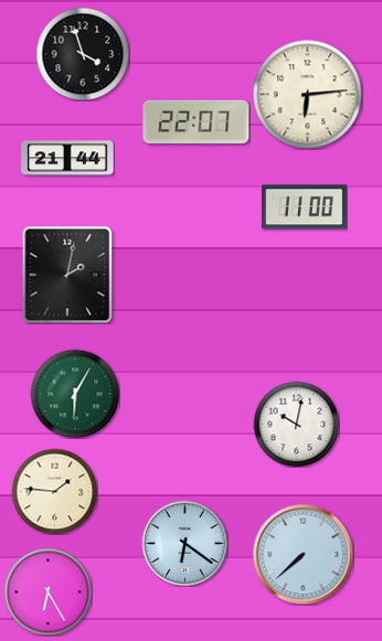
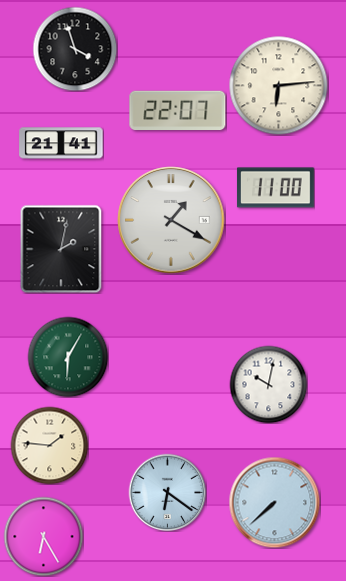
clock at (67, 158): 21:44 -> 21:41
clock at (171, 220): none -> 1:20
